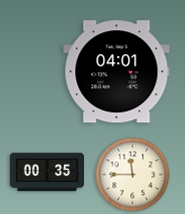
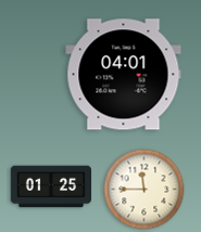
clock at (117, 72) position: (117, 72) -> (124, 75)
clock at (46, 172): 00:35 -> 01:25
